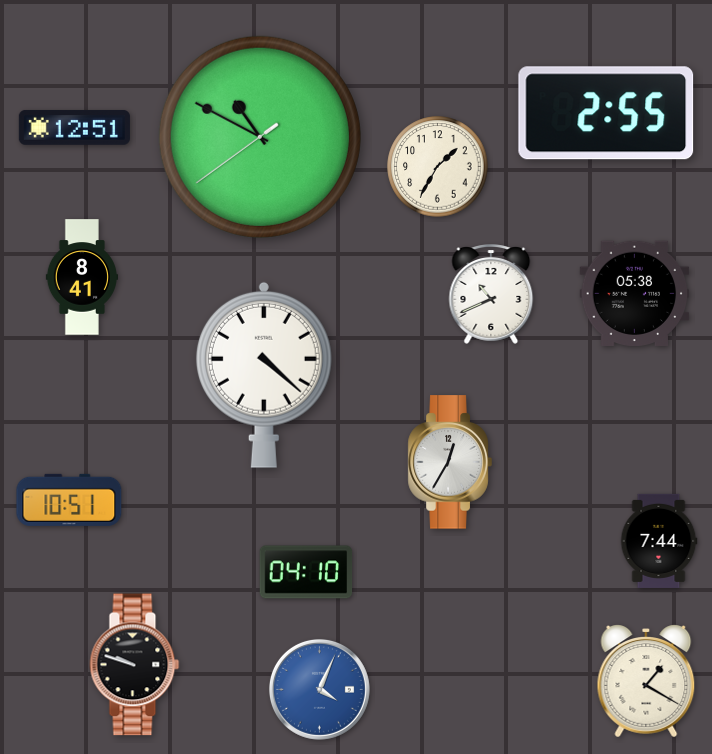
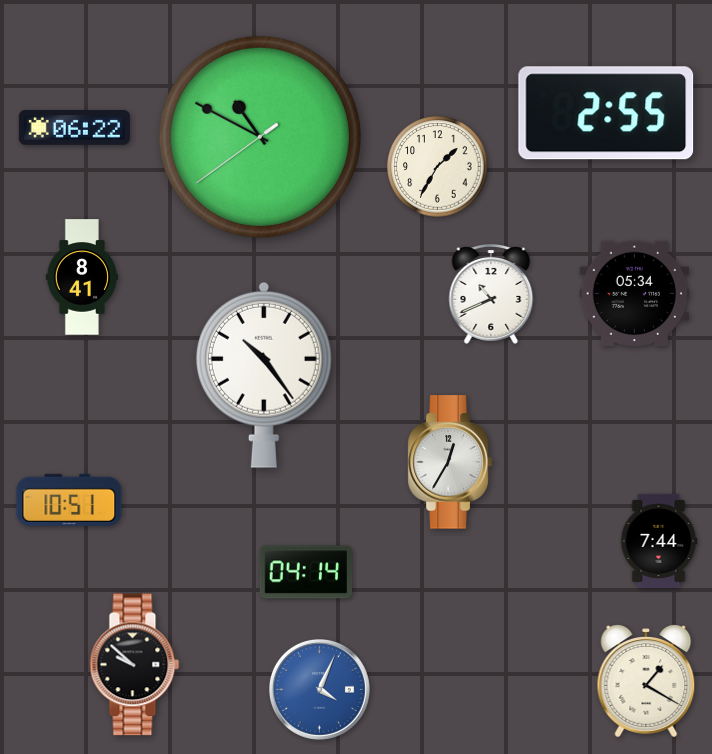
clock at (74, 128): 12:51 -> 06:22
clock at (635, 293): 05:38 -> 05:34
clock at (264, 375): 4:22 -> 10:24
clock at (306, 572): 04:10 -> 04:14
clock at (135, 665): 9:48 -> 9:52
